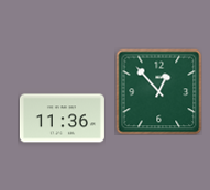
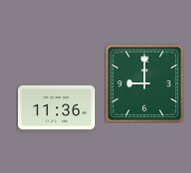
clock at (158, 91): 12:53 -> 9:00
